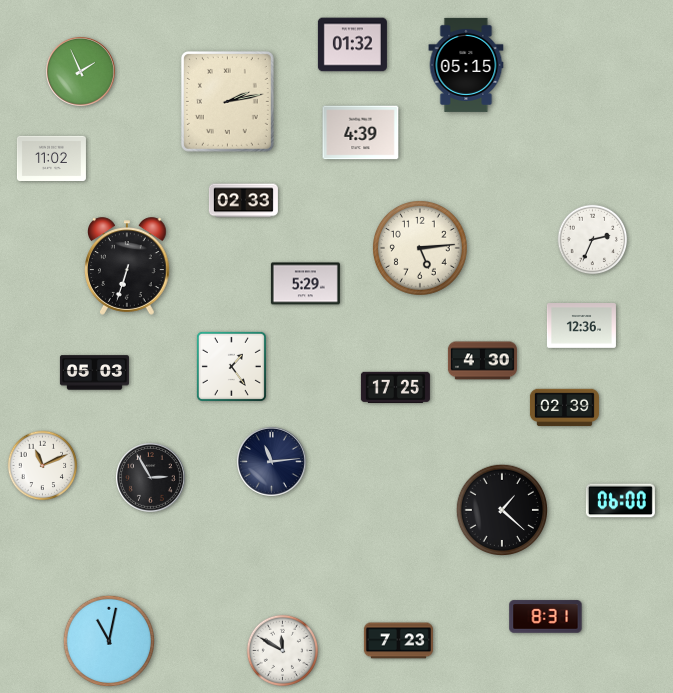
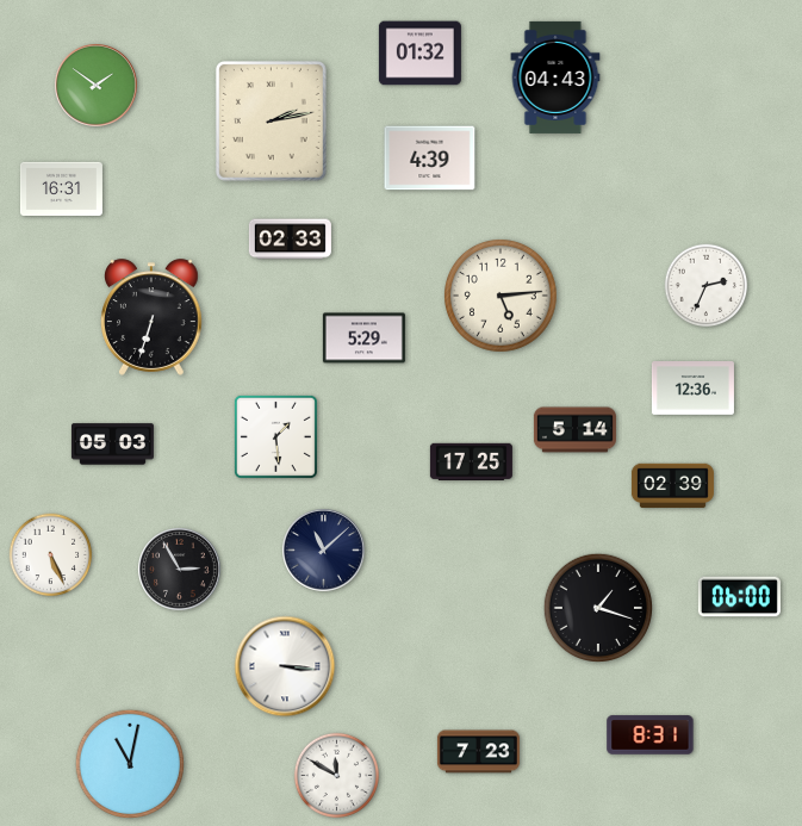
clock at (466, 65): 05:15 -> 04:43
clock at (81, 72): 1:56 -> 1:51
clock at (51, 158): 11:02 -> 16:31
clock at (482, 361): 4:30 -> 5:14
clock at (231, 366): 1:24 -> 1:29
clock at (272, 462): 11:14 -> 11:08
clock at (43, 466): 11:11 -> 5:26
clock at (501, 509): 1:22 -> 1:18
clock at (285, 666): none -> 3:16
clock at (398, 641) position: (398, 641) -> (478, 752)
